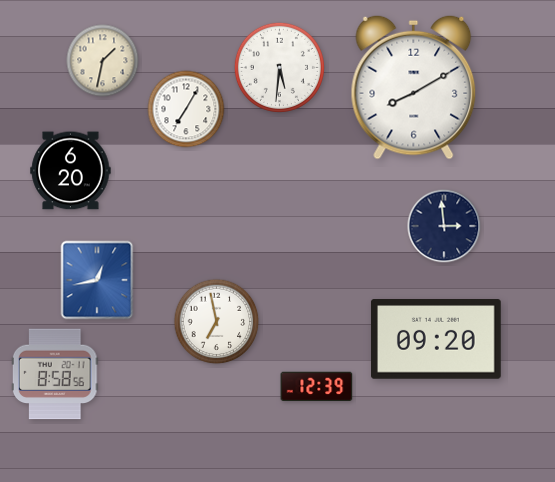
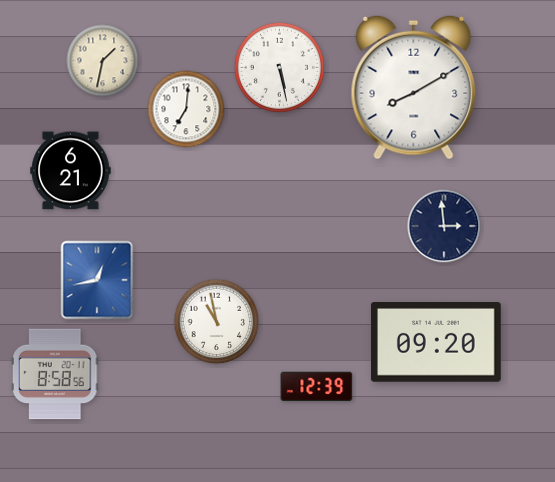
clock at (279, 67): 5:31 -> 5:28
clock at (186, 109): 7:05 -> 7:01
clock at (71, 171): 6:20 -> 6:21
clock at (217, 322): 6:58 -> 10:58
clock at (436, 340) position: (436, 340) -> (436, 343)
